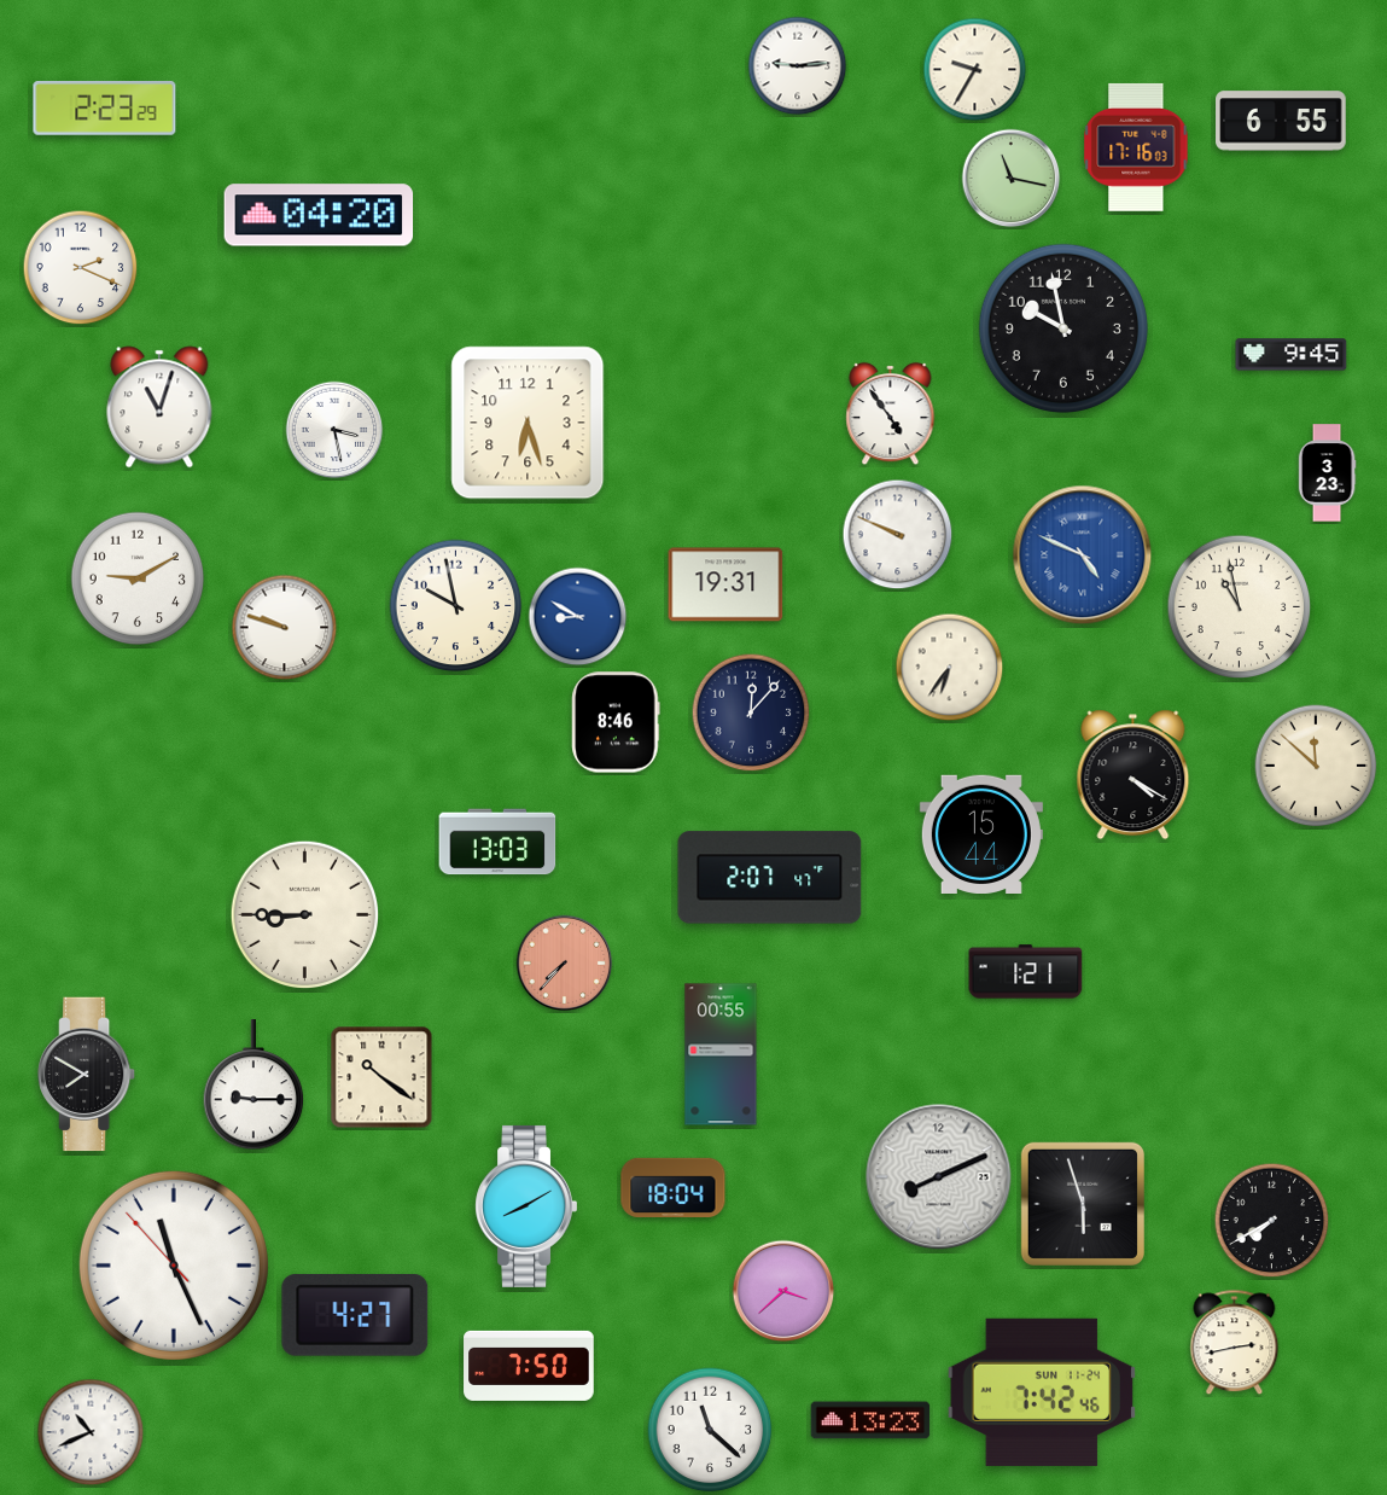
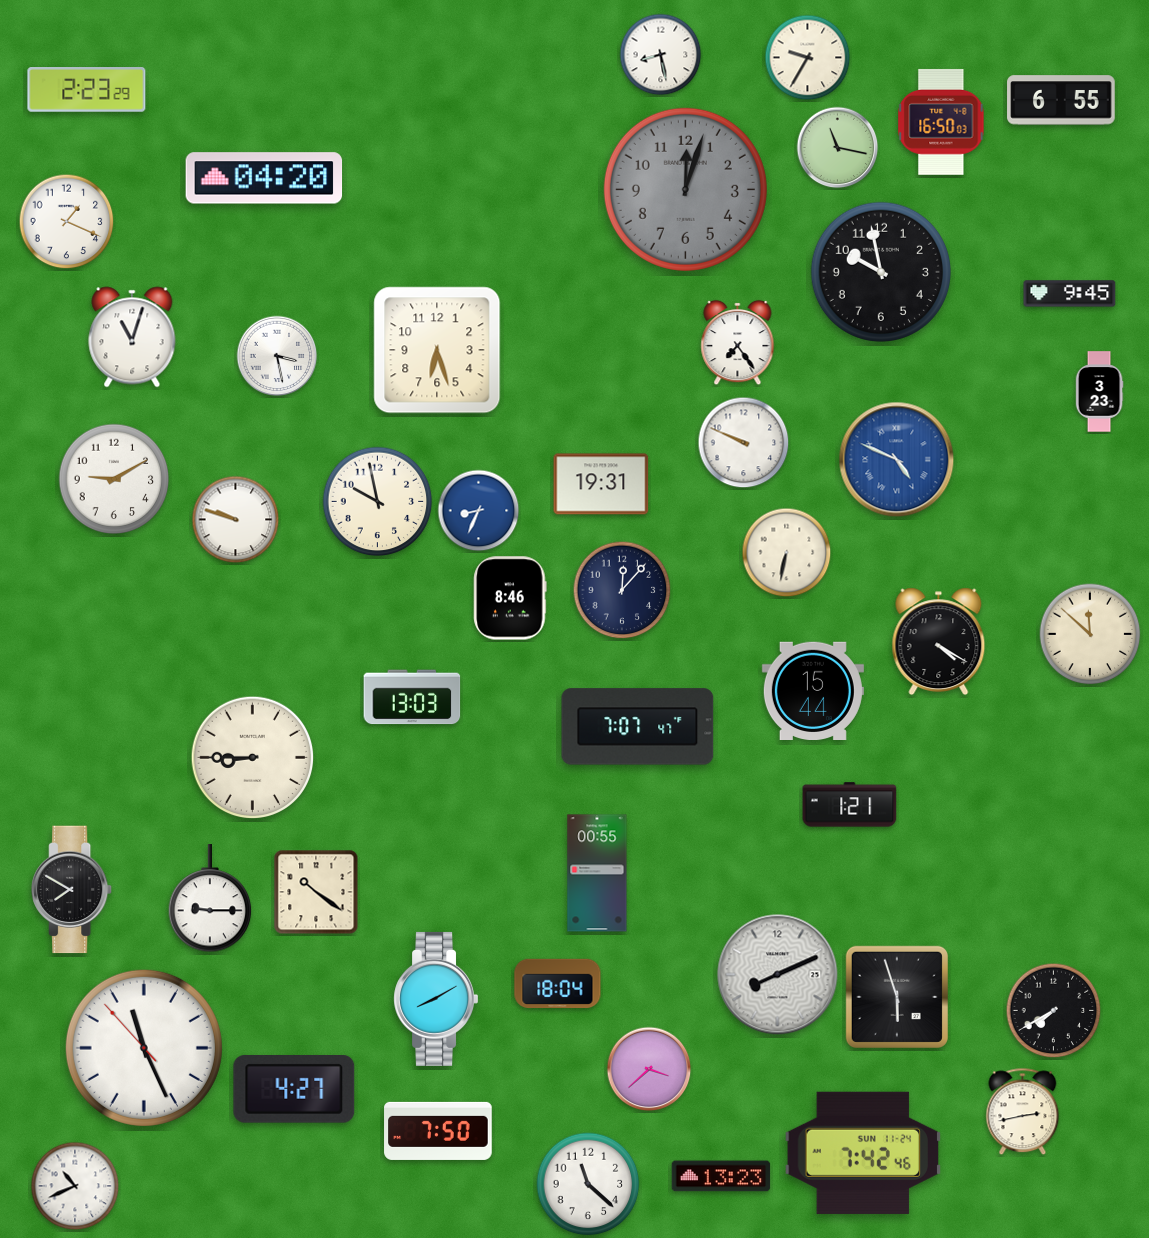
clock at (798, 66): 9:14 -> 8:28
clock at (1136, 147): 17:16 -> 16:50
clock at (685, 189): none -> 12:03
clock at (81, 268): 2:19 -> 1:19
clock at (891, 414): 4:54 -> 7:24
clock at (1240, 607): 10:58 -> none
clock at (578, 617): 8:50 -> 8:34
clock at (950, 668): 6:36 -> 6:32
clock at (770, 878): 2:07 -> 7:07
clock at (565, 964): 7:37 -> none
